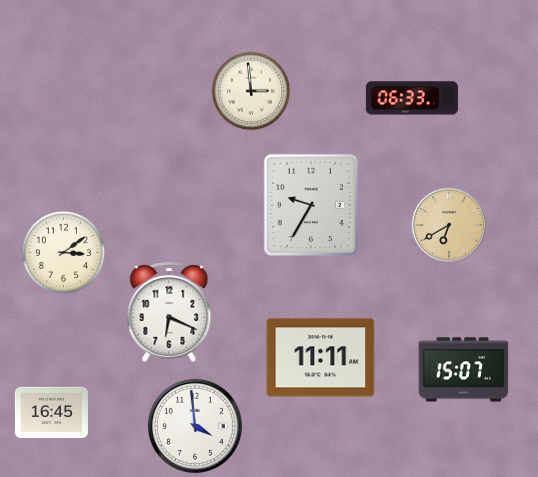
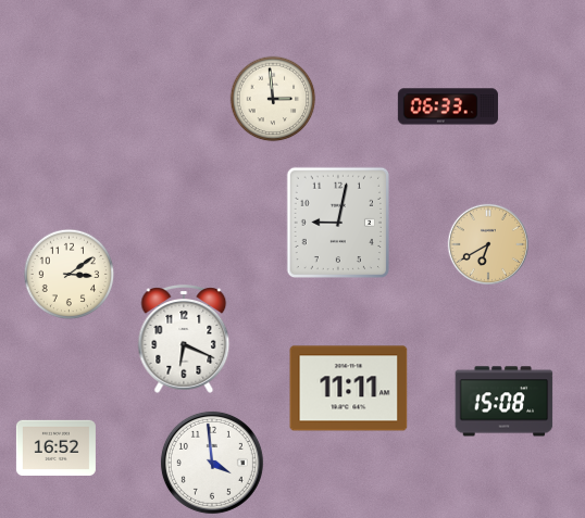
clock at (310, 205): 9:35 -> 9:02
clock at (464, 370): 15:07 -> 15:08
clock at (51, 412): 16:45 -> 16:52
